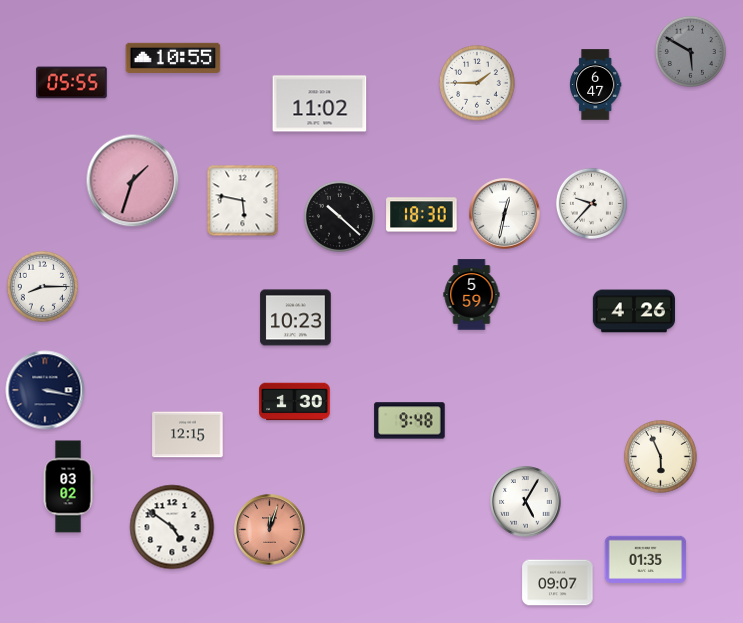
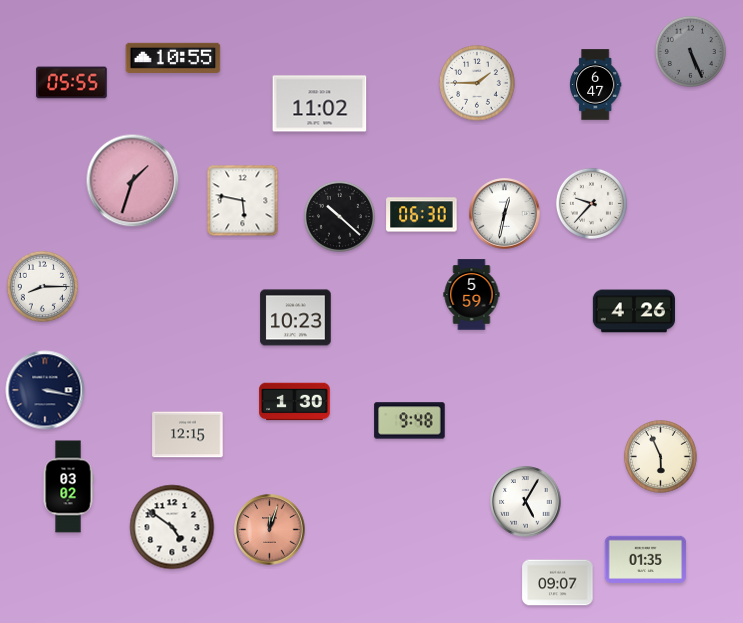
clock at (690, 51): 5:50 -> 5:26
clock at (422, 215): 18:30 -> 06:30
